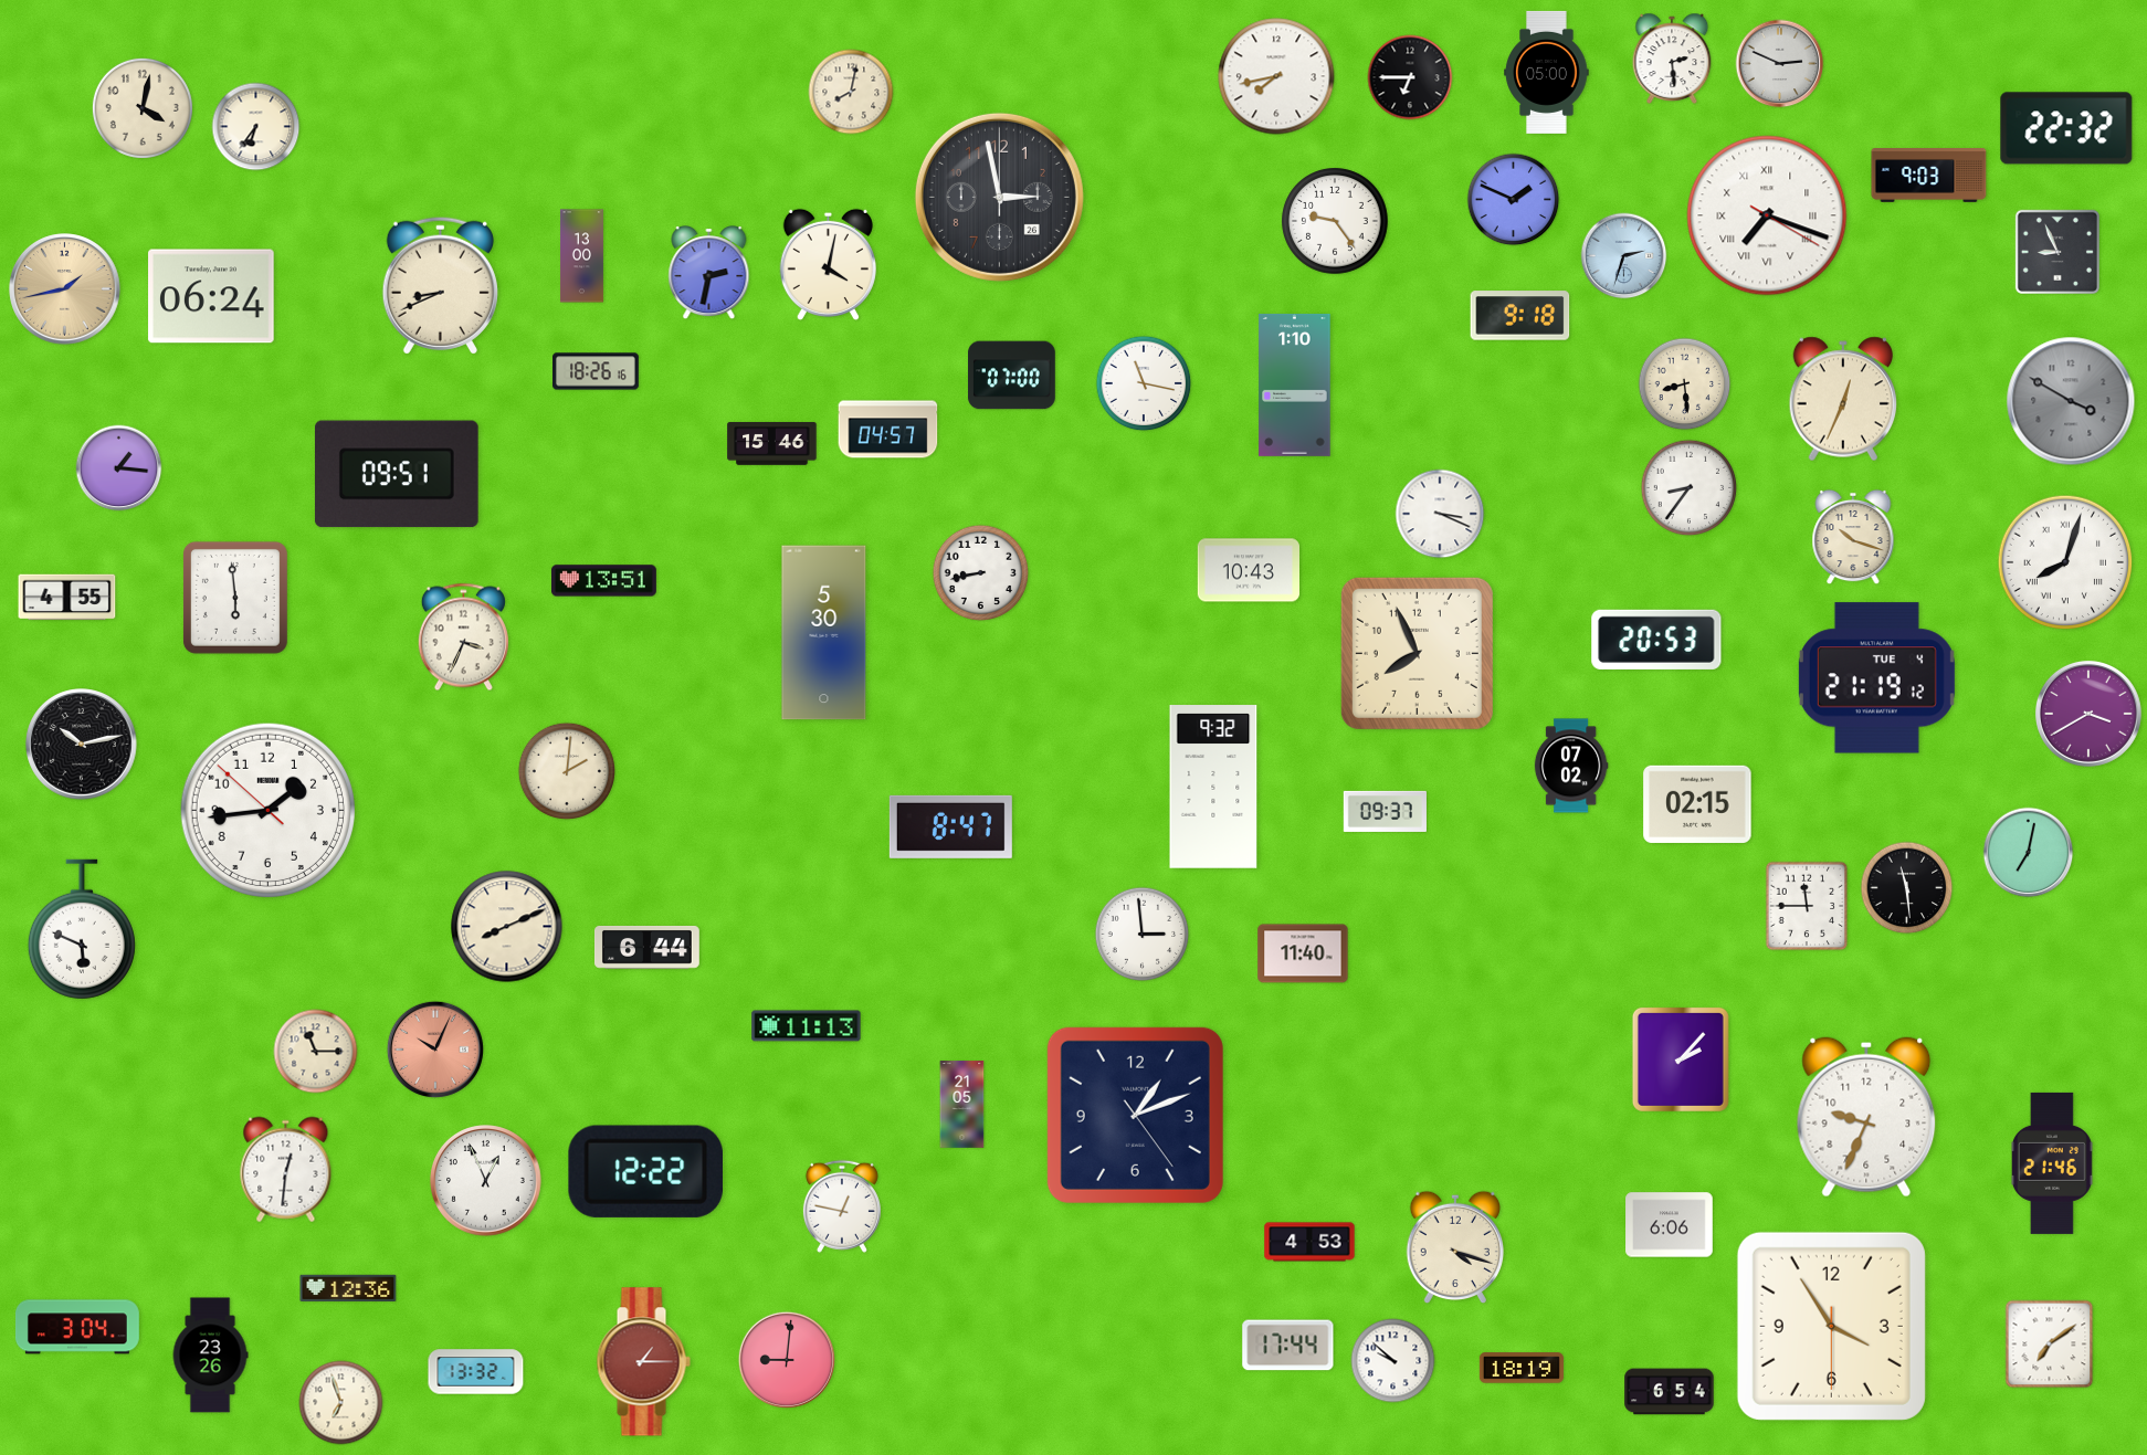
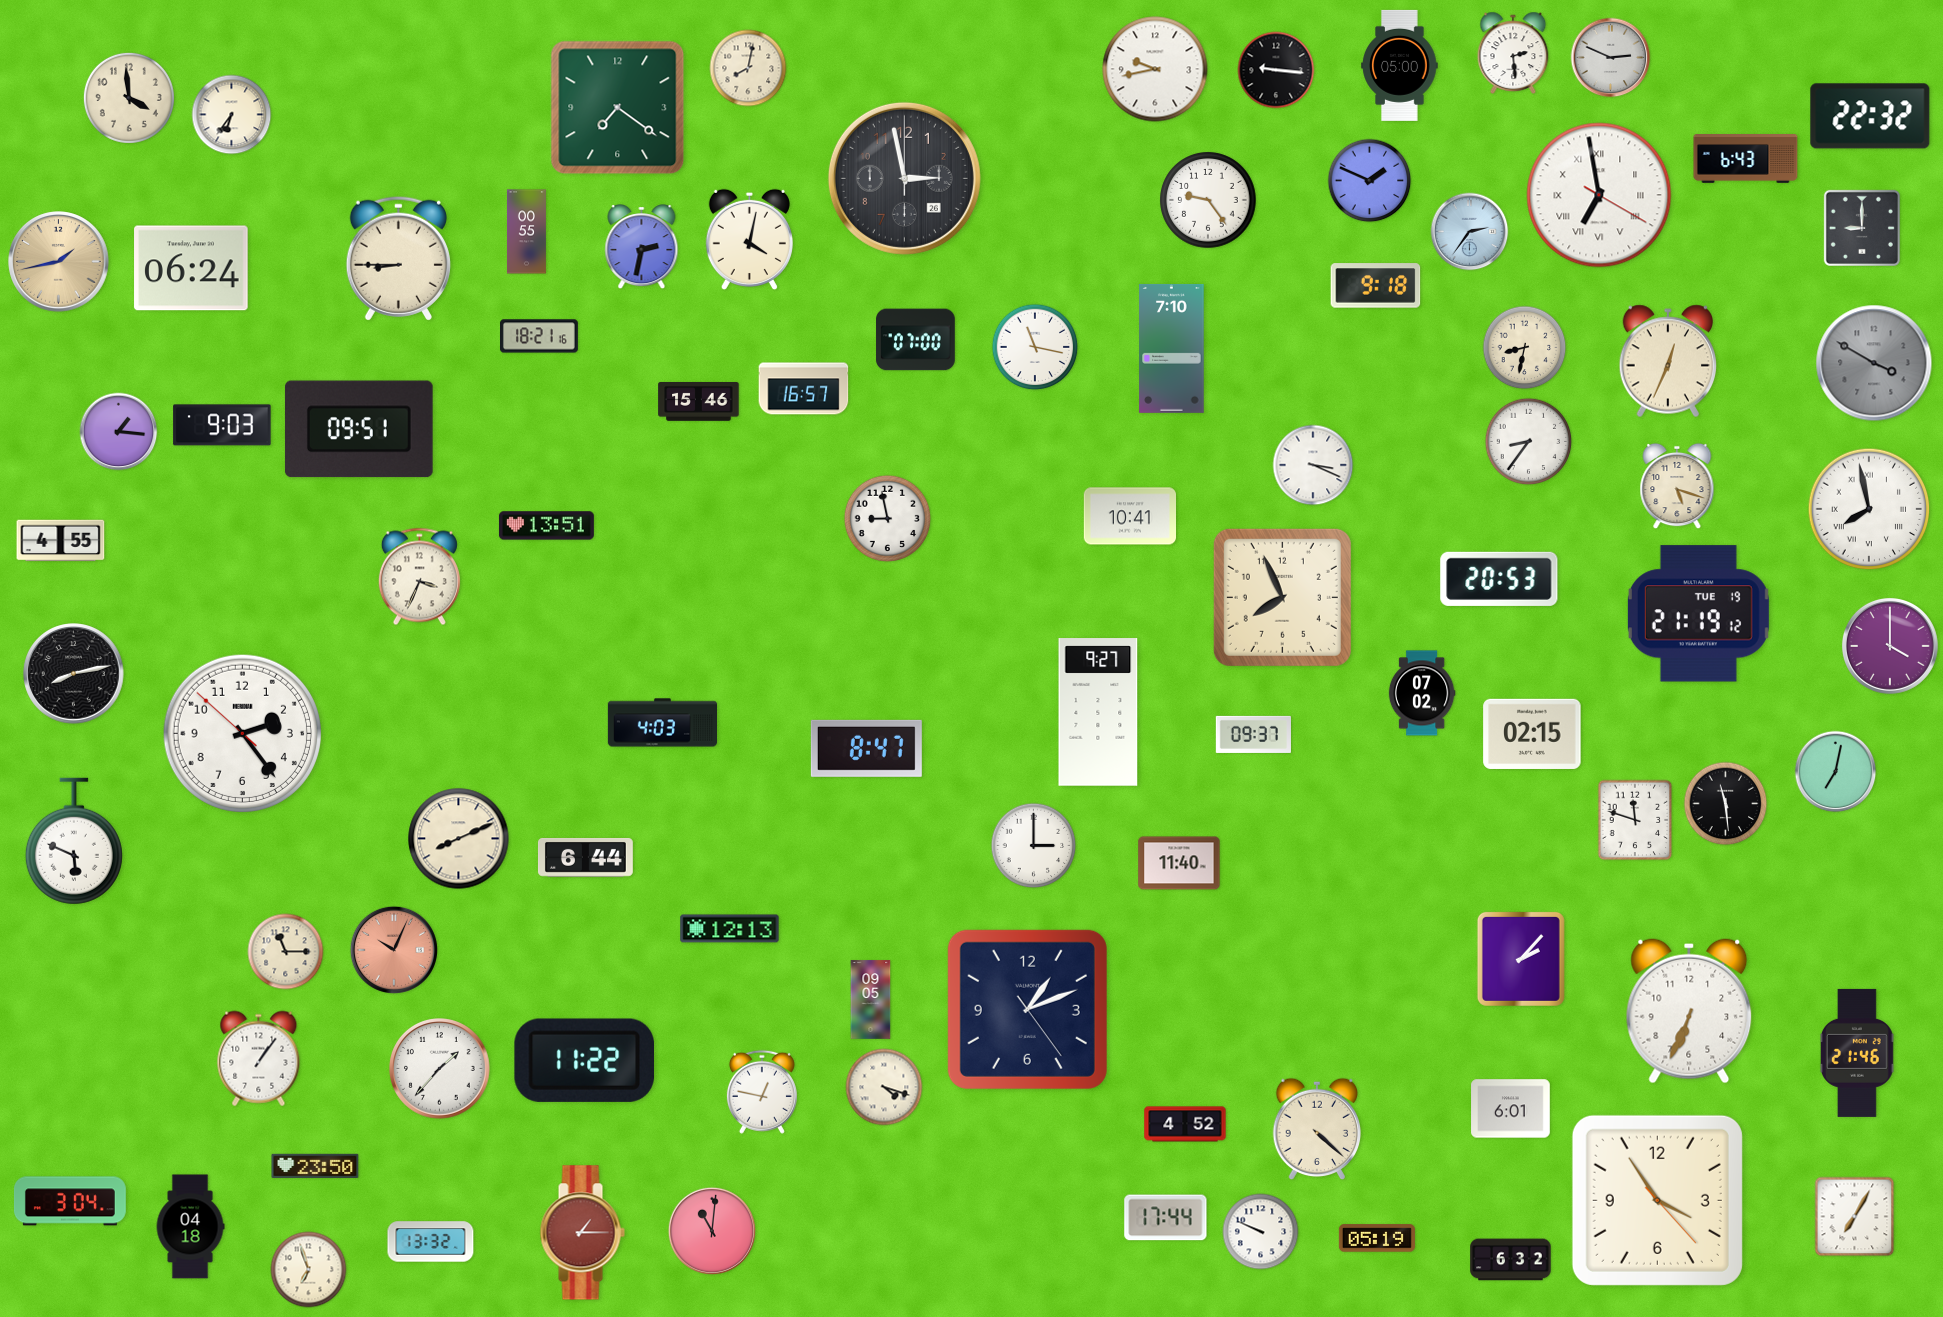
clock at (1276, 76): 7:43 -> 9:43
clock at (1410, 77): 6:45 -> 9:16
clock at (851, 92) position: (851, 92) -> (748, 68)
clock at (143, 108): 4:02 -> 3:59
clock at (618, 108): none -> 7:21
clock at (1929, 176): 9:03 -> 6:43
clock at (1767, 215): 7:18 -> 6:58
clock at (2057, 252): 8:56 -> 9:00
clock at (581, 256): 13:00 -> 00:55
clock at (1624, 256): 2:33 -> 2:36
clock at (440, 285): 8:41 -> 8:45
clock at (597, 371): 18:26 -> 18:21
clock at (1295, 384): 1:10 -> 7:10
clock at (1685, 384): 8:29 -> 8:32
clock at (888, 430): 04:57 -> 16:57
clock at (119, 468) position: (119, 468) -> (119, 432)
clock at (222, 425): none -> 9:03
clock at (1440, 514) position: (1440, 514) -> (1313, 465)
clock at (1853, 537): 10:18 -> 5:18
clock at (2065, 562): 8:03 -> 7:58
clock at (1248, 570): 10:43 -> 10:41
clock at (981, 573): 8:43 -> 8:58
clock at (235, 598): 5:59 -> none
clock at (824, 633): 5:30 -> none
clock at (1417, 653) position: (1417, 653) -> (1282, 597)
clock at (1876, 678) date: TUE 4 -> TUE 19
clock at (2088, 714): 3:40 -> 4:00
clock at (82, 745): 10:13 -> 8:13
clock at (566, 770): 2:01 -> none
clock at (1213, 787): 9:32 -> 9:27
clock at (662, 723): none -> 4:03
clock at (1697, 803) position: (1697, 803) -> (1532, 733)
clock at (267, 810): 1:43 -> 2:23
clock at (950, 826) position: (950, 826) -> (866, 748)
clock at (1807, 906): 11:45 -> 11:48
clock at (1143, 935): 2:59 -> 3:00
clock at (807, 1026): 11:13 -> 12:13
clock at (962, 1105): 21:05 -> 09:05
clock at (1866, 1117): 9:34 -> 6:34
clock at (286, 1170): 12:31 -> 1:06
clock at (645, 1171): 12:22 -> 11:22
clock at (486, 1181): 12:56 -> 1:37
clock at (884, 1087): none -> 4:18
clock at (1670, 1225): 6:06 -> 6:01
clock at (1309, 1242): 4:53 -> 4:52
clock at (1454, 1247): 4:18 -> 4:22
clock at (348, 1288): 12:36 -> 23:50
clock at (1831, 1326): 3:54:30 -> 3:54:23
clock at (2050, 1345): 7:09 -> 7:05
clock at (210, 1356): 23:26 -> 04:18
clock at (787, 1360): 9:01 -> 11:01
clock at (1393, 1361): 9:52 -> 9:49
clock at (1522, 1368): 18:19 -> 05:19
clock at (1670, 1392): 6:54 -> 6:32
